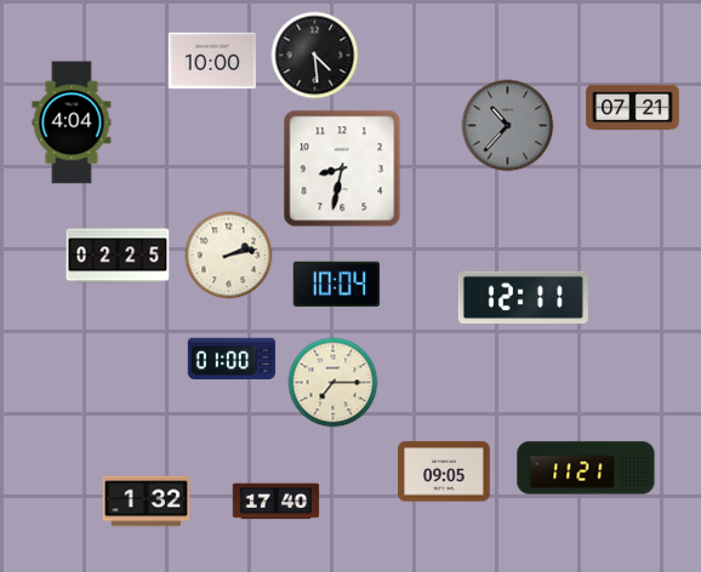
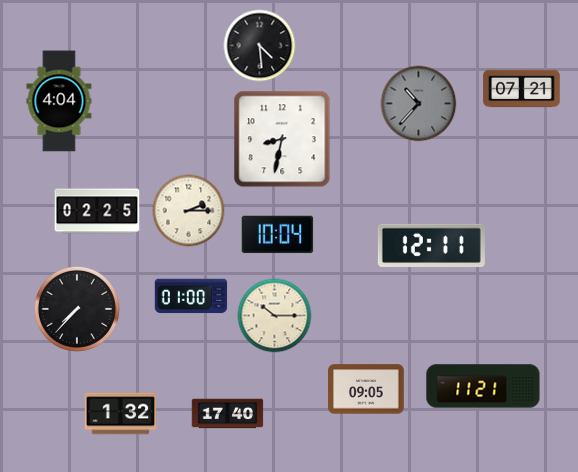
clock at (211, 61): 10:00 -> none
clock at (229, 256): 2:13 -> 2:15
clock at (77, 309): none -> 7:37
clock at (334, 383): 7:15 -> 10:15
